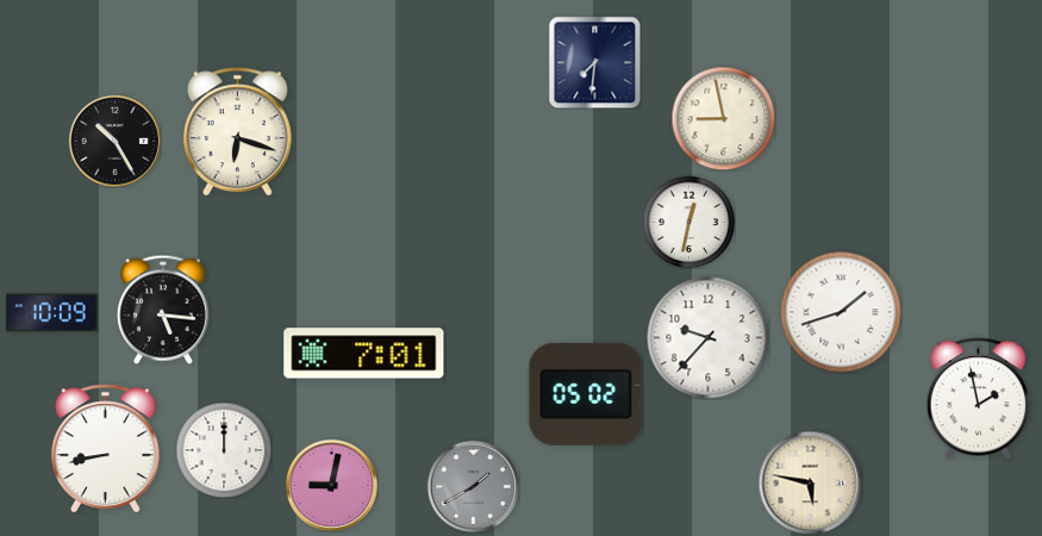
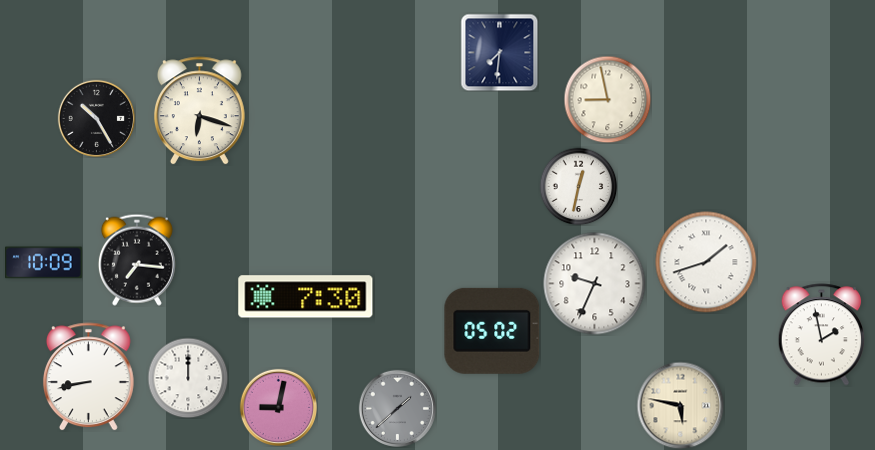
clock at (163, 310): 5:16 -> 7:16
clock at (709, 338): 9:37 -> 9:34
clock at (364, 354): 7:01 -> 7:30
clock at (473, 486): 1:40 -> 1:38
